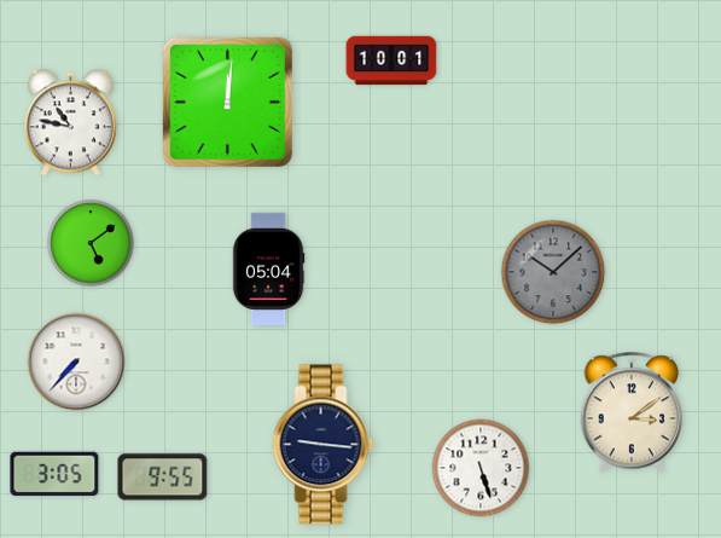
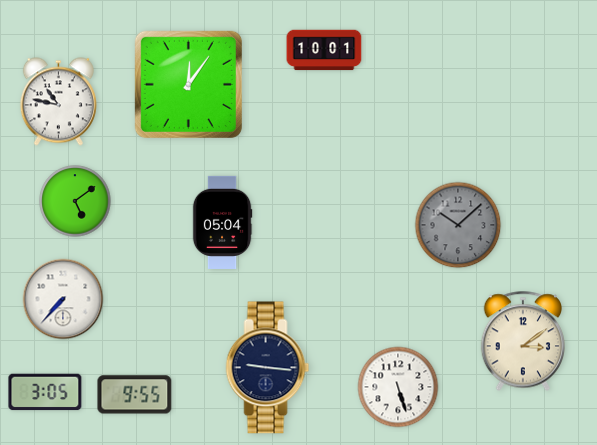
clock at (227, 102): 12:01 -> 12:06
